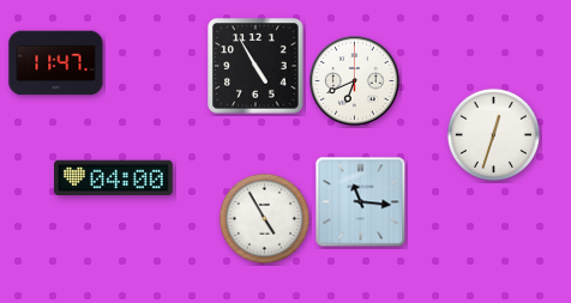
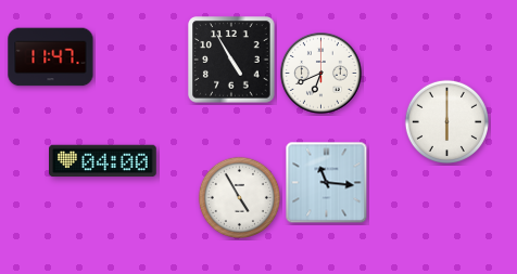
clock at (493, 134): 12:33 -> 6:00
